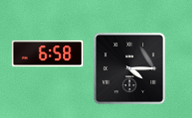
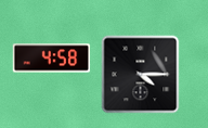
clock at (48, 54): 6:58 -> 4:58
